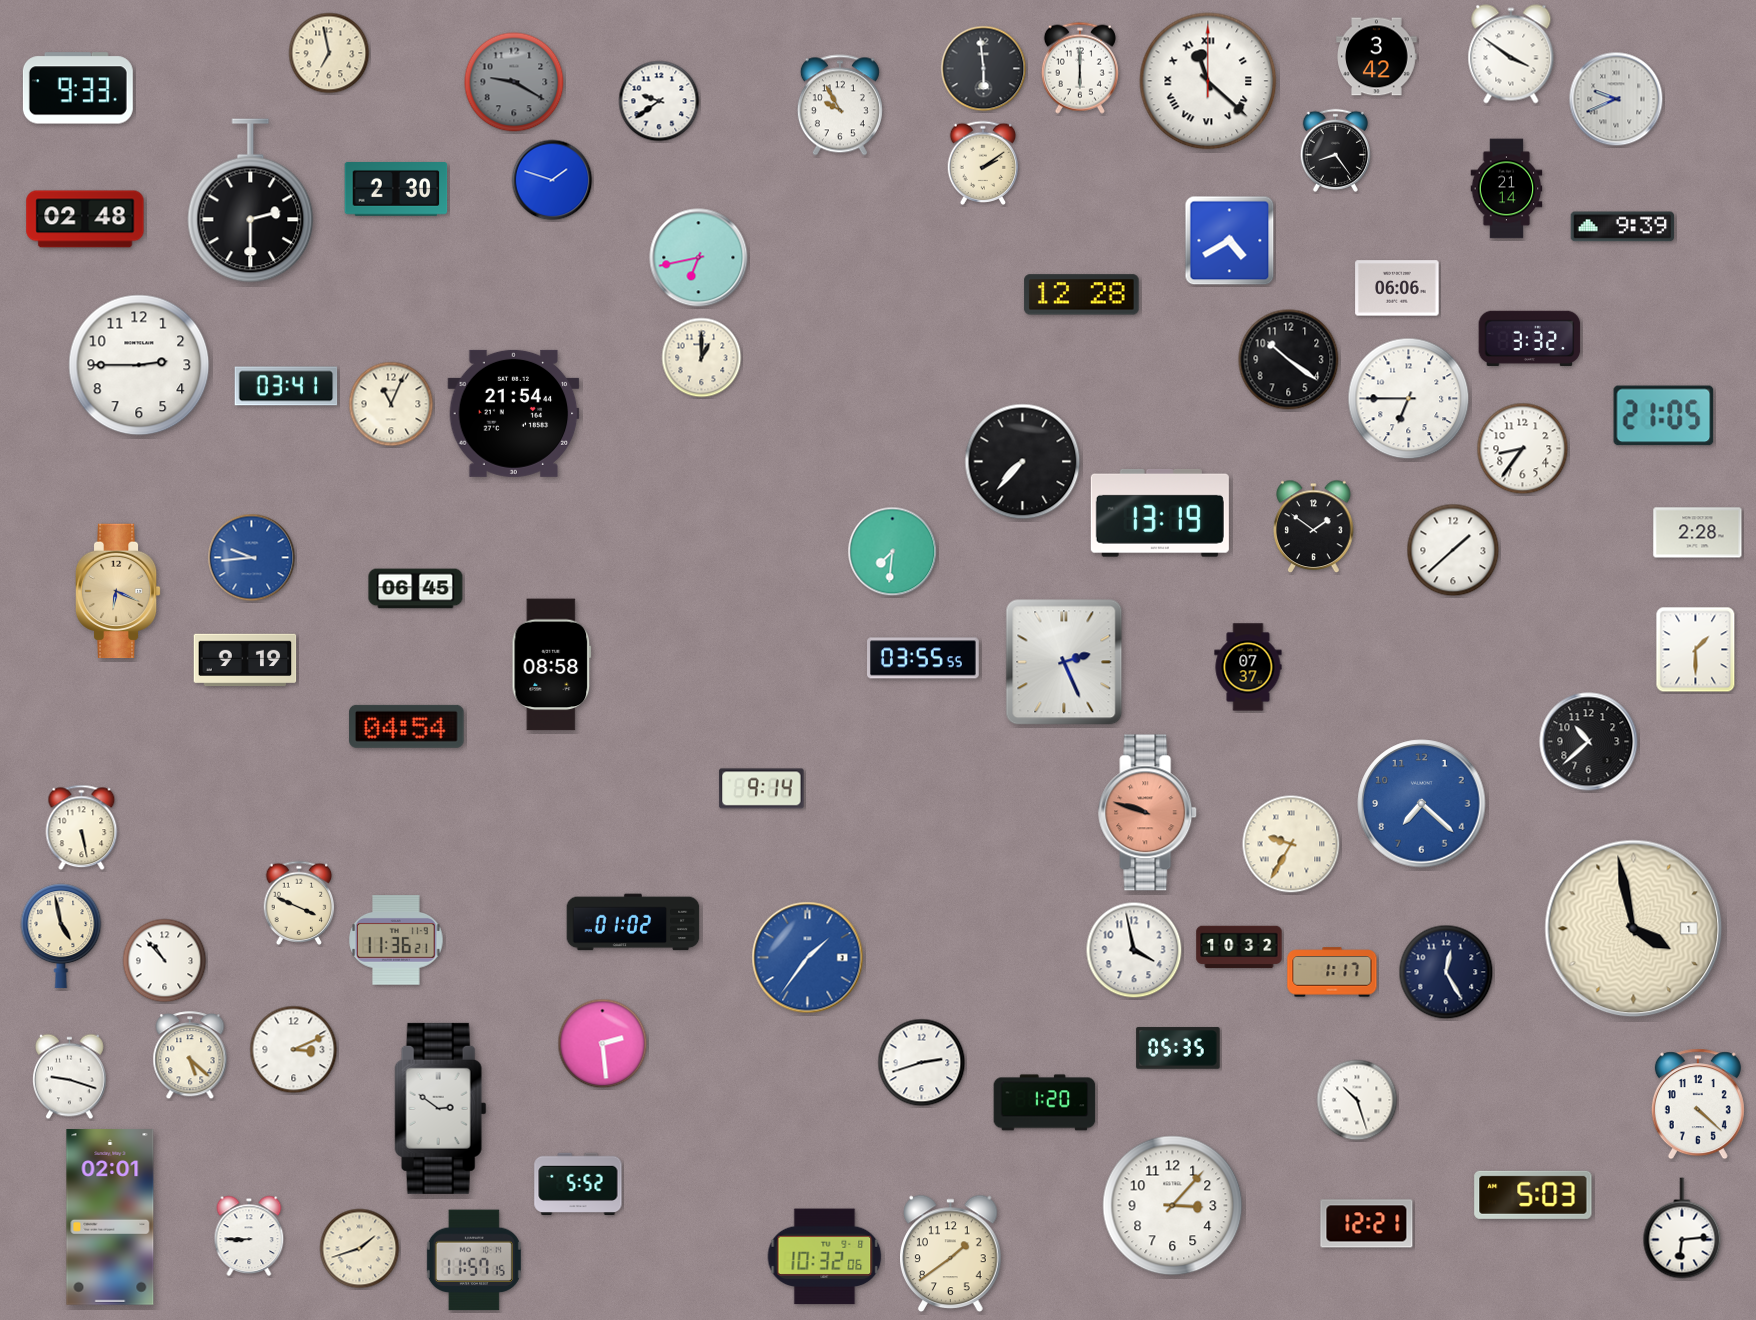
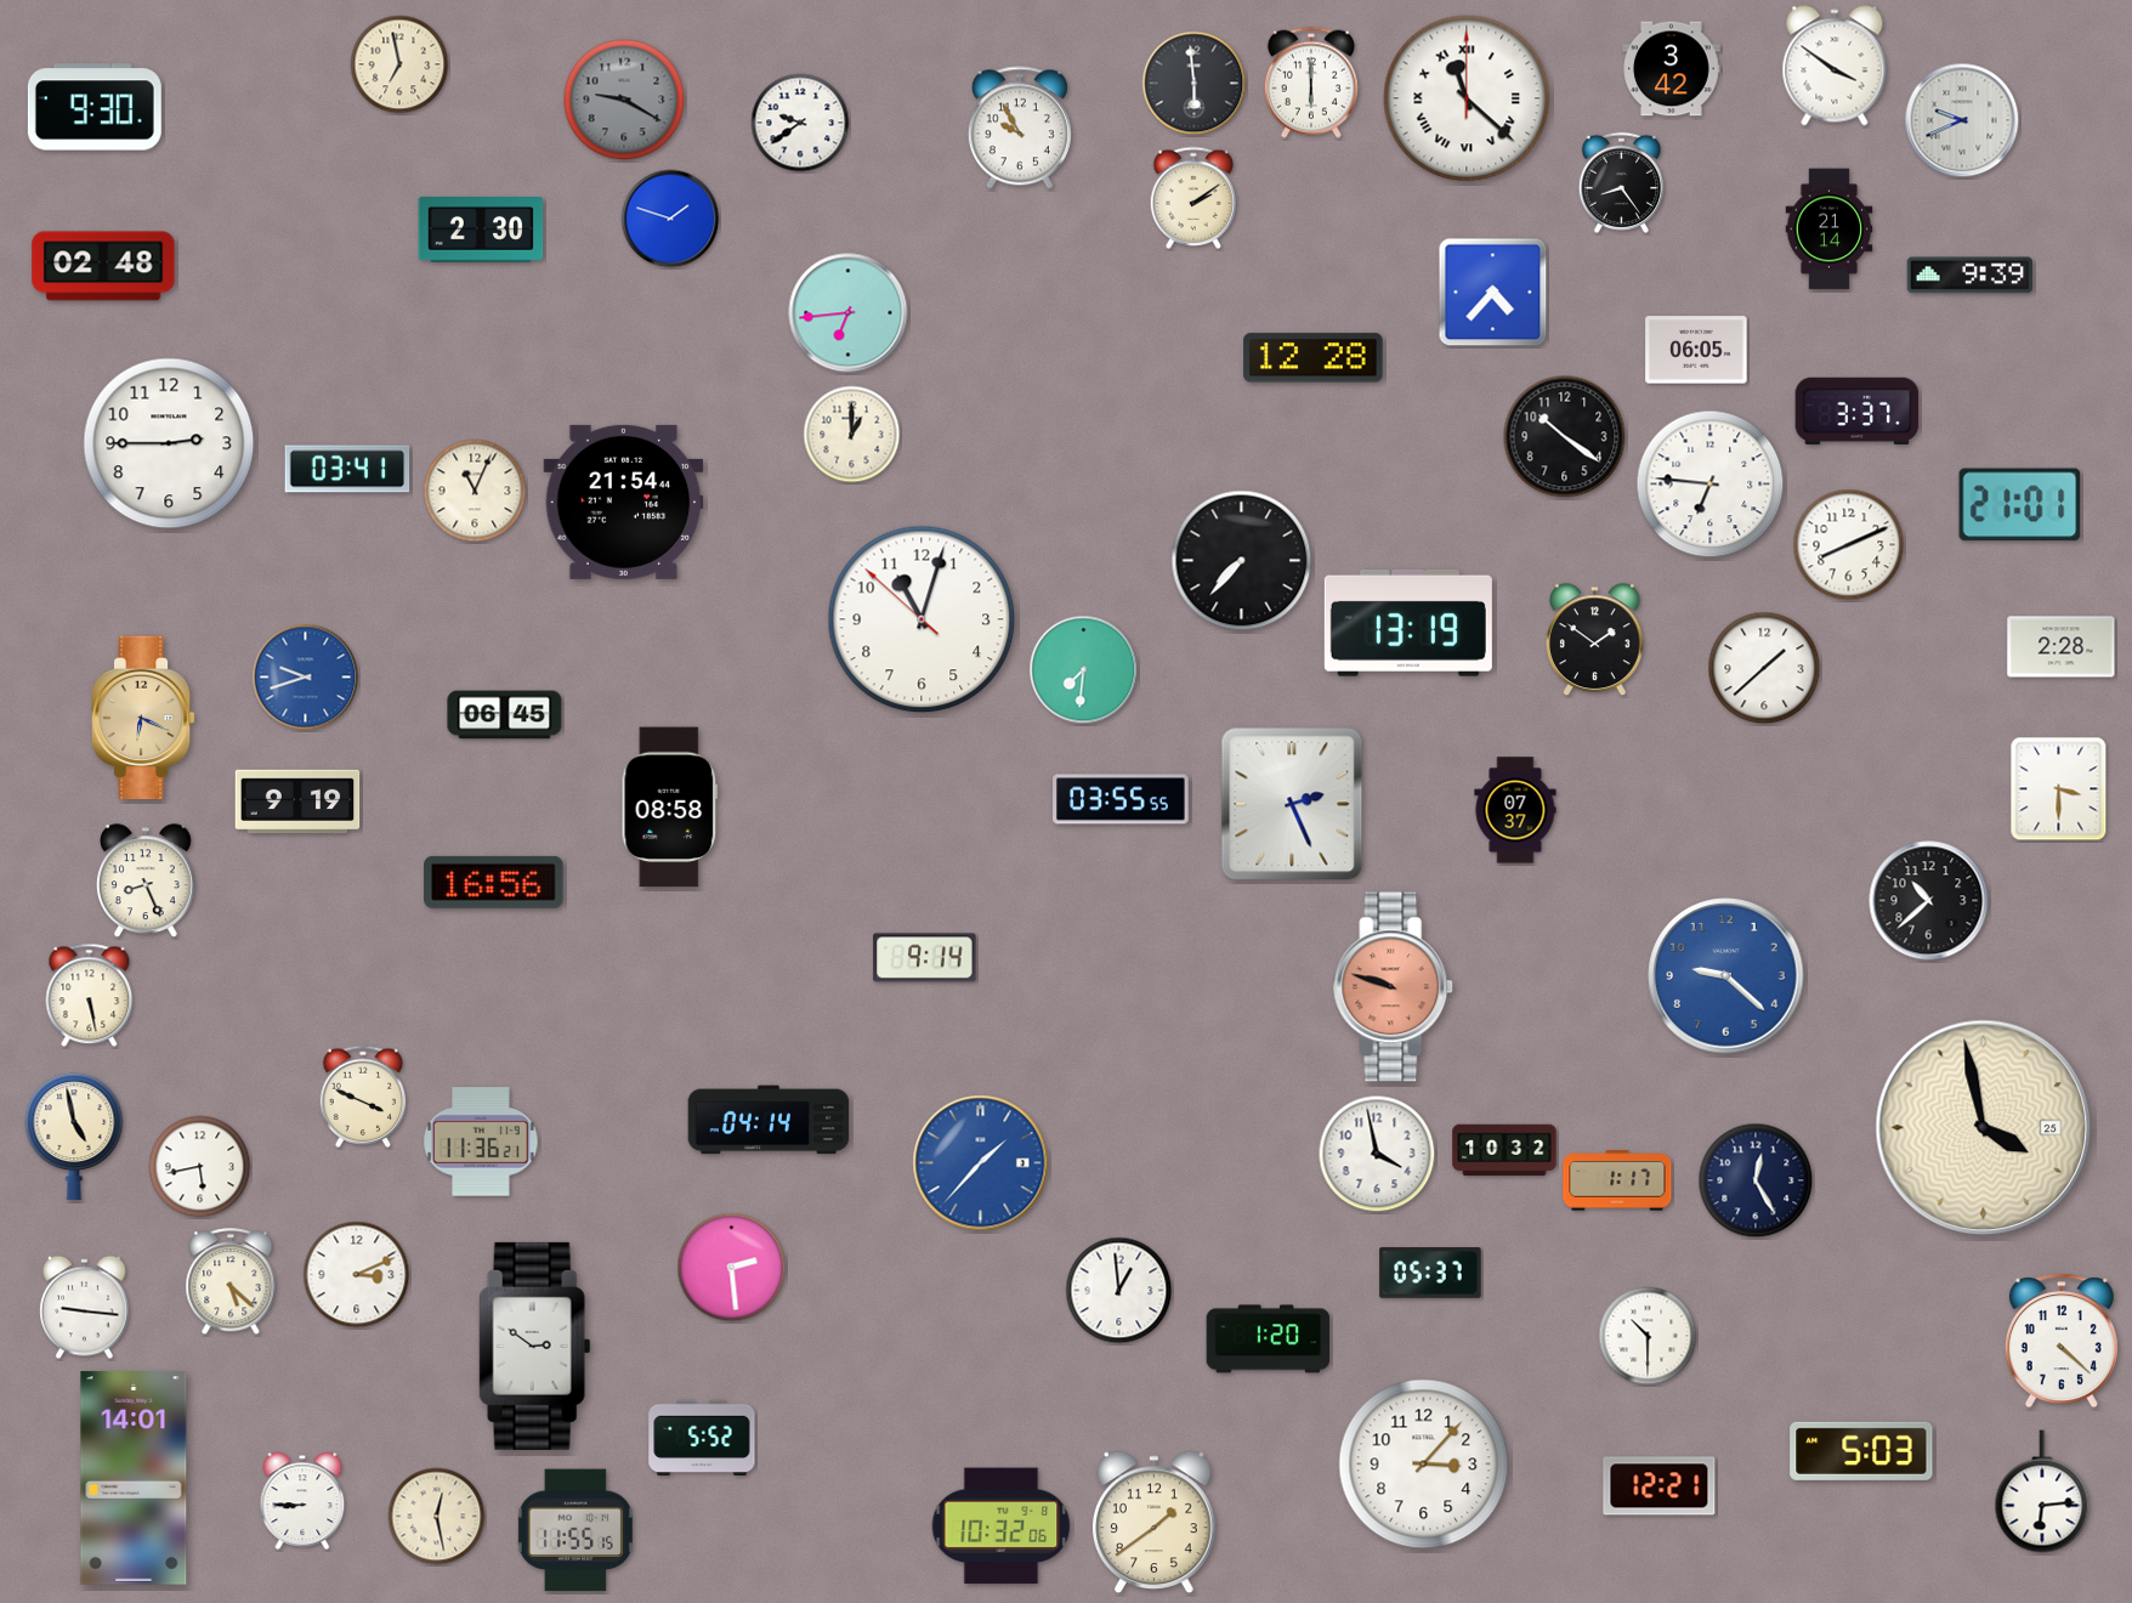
clock at (78, 88): 9:33 -> 9:30
clock at (251, 201): 2:30 -> none
clock at (1230, 241): 4:40 -> 4:37
clock at (699, 258): 6:43 -> 6:44
clock at (1397, 288): 06:06 -> 06:05
clock at (1530, 338): 3:32 -> 3:37
clock at (1409, 399): 6:45 -> 6:46
clock at (1664, 416): 21:05 -> 21:01
clock at (1523, 449): 8:36 -> 8:11
clock at (922, 619): none -> 11:02
clock at (252, 558): 9:44 -> 9:42
clock at (1696, 650): 1:30 -> 3:30
clock at (146, 882): none -> 8:26
clock at (407, 726): 04:54 -> 16:56
clock at (1422, 804): 7:22 -> 9:22
clock at (82, 828) position: (82, 828) -> (90, 996)
clock at (1291, 844): 9:35 -> none
clock at (633, 922): 01:02 -> 04:14
clock at (1634, 929) date: 1 -> 25
clock at (808, 958): 1:36 -> 1:37
clock at (165, 961): 10:53 -> 5:43
clock at (1178, 1048): 05:35 -> 05:37
clock at (922, 1063): 2:42 -> 12:59
clock at (70, 1077): 9:18 -> 9:16
clock at (1357, 1100): 10:27 -> 10:30
clock at (110, 1217): 02:01 -> 14:01
clock at (360, 1249): 1:42 -> 12:28
clock at (474, 1260): 11:57 -> 11:55
